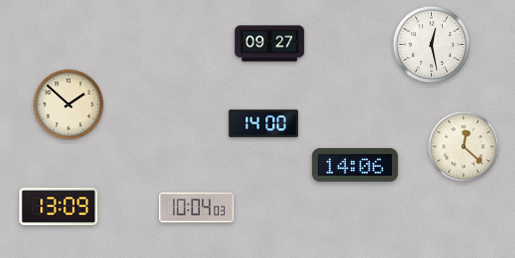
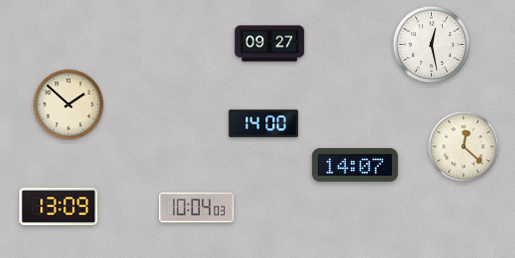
clock at (355, 165): 14:06 -> 14:07
